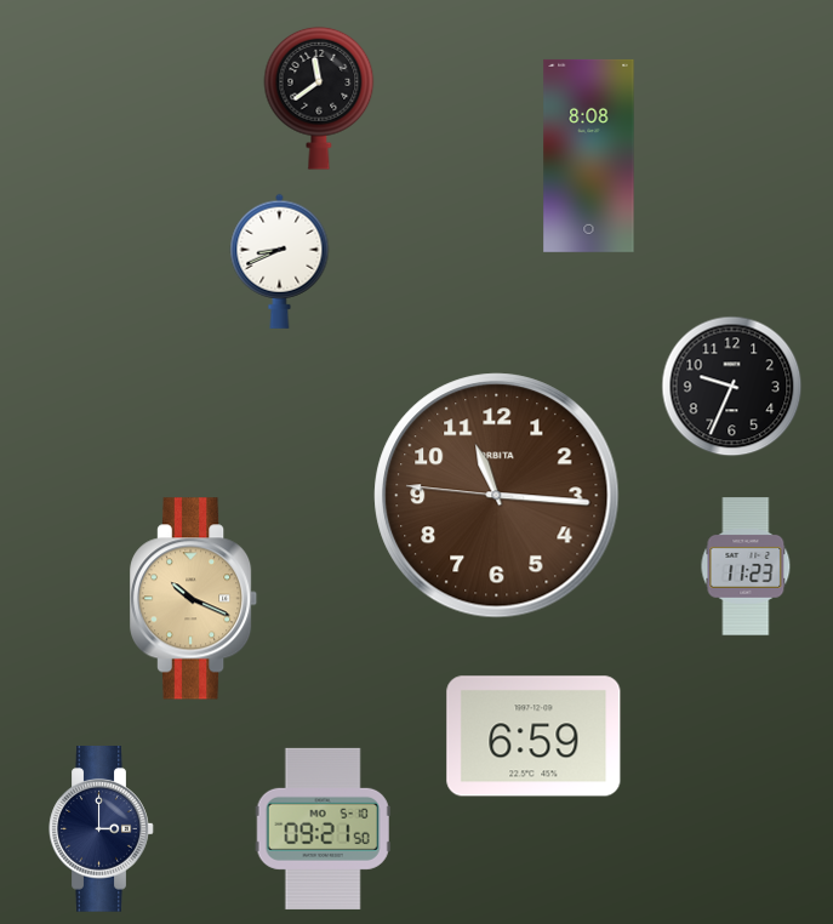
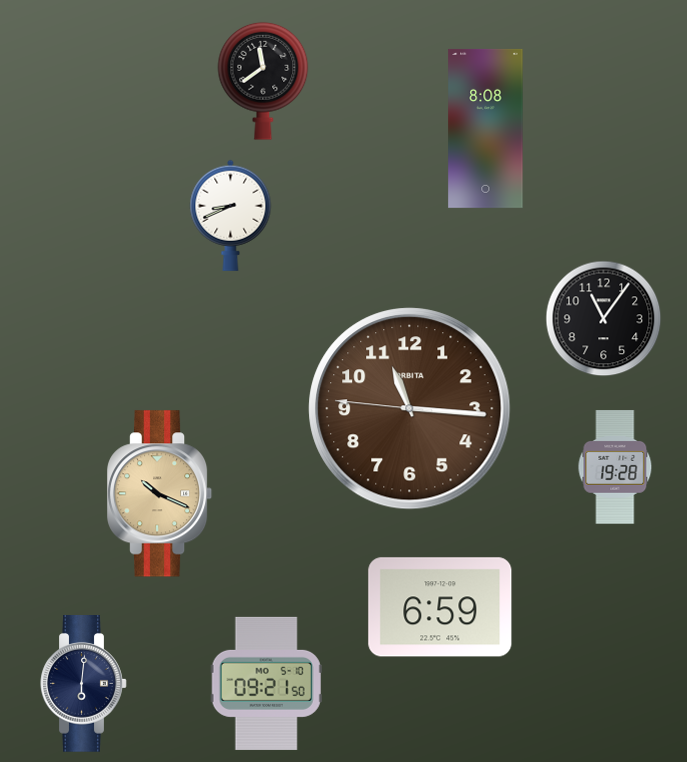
clock at (732, 387): 9:34 -> 11:06
clock at (746, 566): 11:23 -> 19:28
clock at (102, 829): 3:00 -> 6:01
